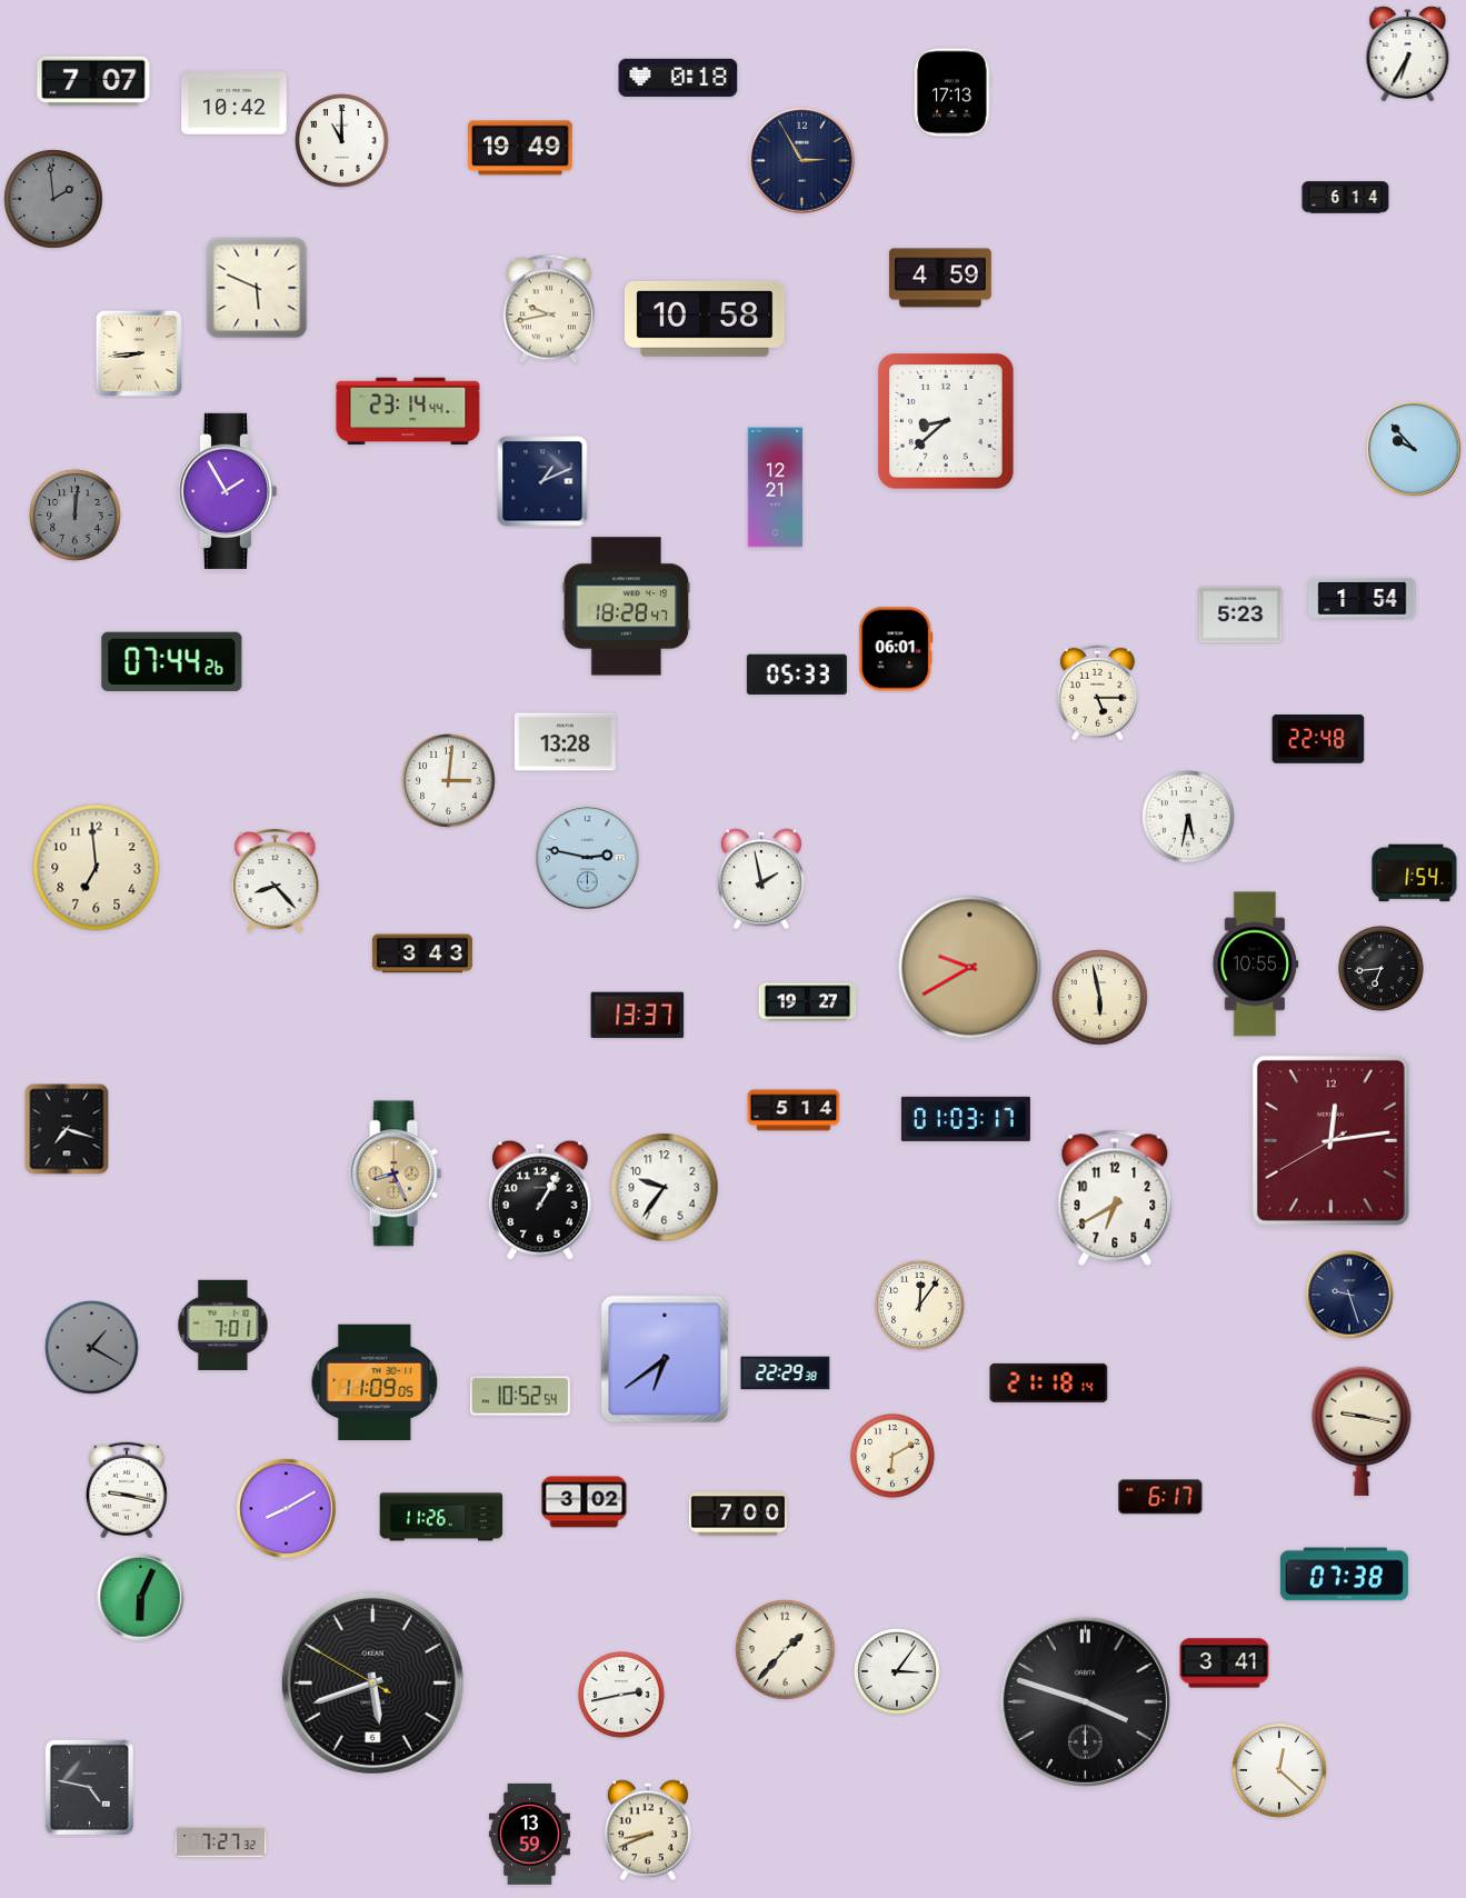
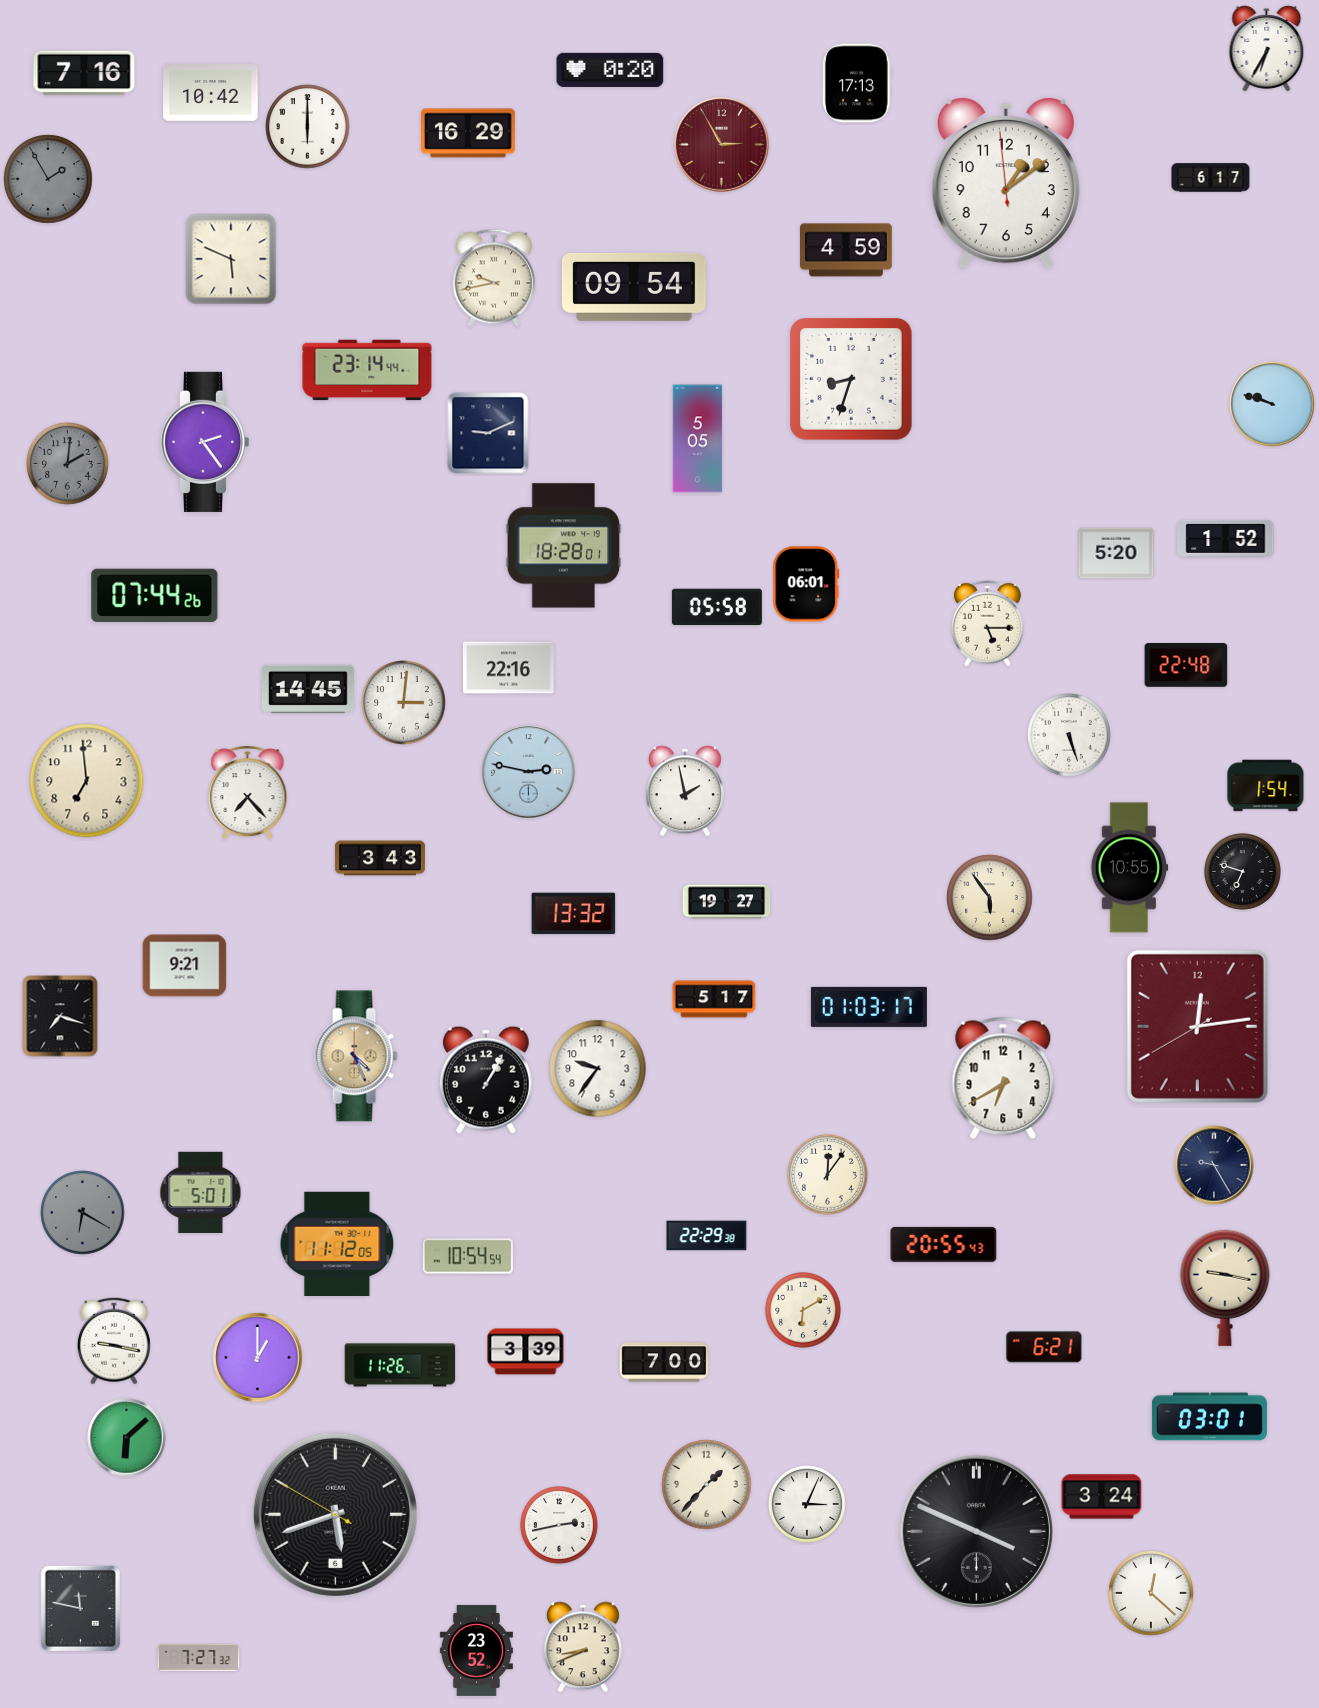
clock at (678, 78): 0:18 -> 0:20
clock at (93, 81): 7:07 -> 7:16
clock at (342, 141): 11:00 -> 6:00
clock at (520, 148): 19:49 -> 16:29
clock at (802, 161) dial: navy -> burgundy
clock at (1346, 198): 6:14 -> 6:17
clock at (53, 199): 1:59 -> 1:55
clock at (1006, 183): none -> 1:08
clock at (705, 319): 10:58 -> 09:54
clock at (139, 353): 8:44 -> none
clock at (947, 422): 8:38 -> 8:33
clock at (1414, 449): 9:53 -> 9:48
clock at (542, 481): 1:11 -> 9:11
clock at (776, 488): 12:21 -> 5:05
clock at (227, 491): 1:55 -> 2:24
clock at (76, 516): 12:01 -> 2:01
clock at (1363, 598): 1:54 -> 1:52
clock at (627, 607): 18:28:47 -> 18:28:01
clock at (1240, 615): 5:23 -> 5:20
clock at (797, 675): 05:33 -> 05:58
clock at (565, 742): 13:28 -> 22:16
clock at (308, 689): none -> 14:45
clock at (1188, 817): 5:32 -> 5:27
clock at (1415, 873) position: (1415, 873) -> (1266, 786)
clock at (276, 881): 8:23 -> 7:23
clock at (970, 968): 9:40 -> none
clock at (1382, 969): 6:44 -> 6:48
clock at (1100, 998): 5:58 -> 5:54
clock at (638, 1016): 13:37 -> 13:32
clock at (185, 966): none -> 9:21
clock at (794, 1110): 5:14 -> 5:17
clock at (396, 1173): 8:26 -> 4:26
clock at (1349, 1295): 9:27 -> 9:25
clock at (223, 1325): 7:01 -> 5:01
clock at (92, 1348): 1:20 -> 6:20
clock at (665, 1359): 6:39 -> none
clock at (375, 1381): 11:09 -> 11:12
clock at (1049, 1382): 21:18 -> 20:55
clock at (520, 1396): 10:52 -> 10:54
clock at (1160, 1497): 6:17 -> 6:21
clock at (585, 1502): 3:02 -> 3:39
clock at (287, 1509): 8:10 -> 1:00
clock at (441, 1517) position: (441, 1517) -> (400, 1365)
clock at (1344, 1575): 07:38 -> 03:01
clock at (141, 1598): 6:04 -> 6:08
clock at (1225, 1664): 3:41 -> 3:24
clock at (898, 1672): 3:06 -> 3:04
clock at (1085, 1701): 3:48 -> 3:49
clock at (89, 1787): 4:47 -> 11:47
clock at (529, 1834): 13:59 -> 23:52
